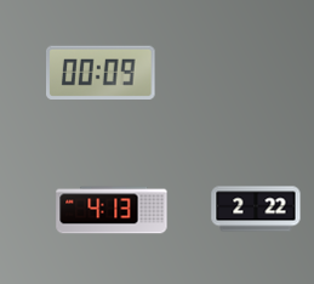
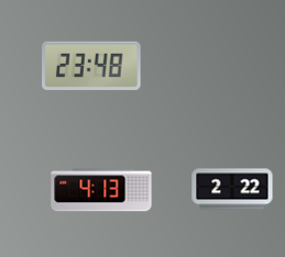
clock at (102, 72): 00:09 -> 23:48
